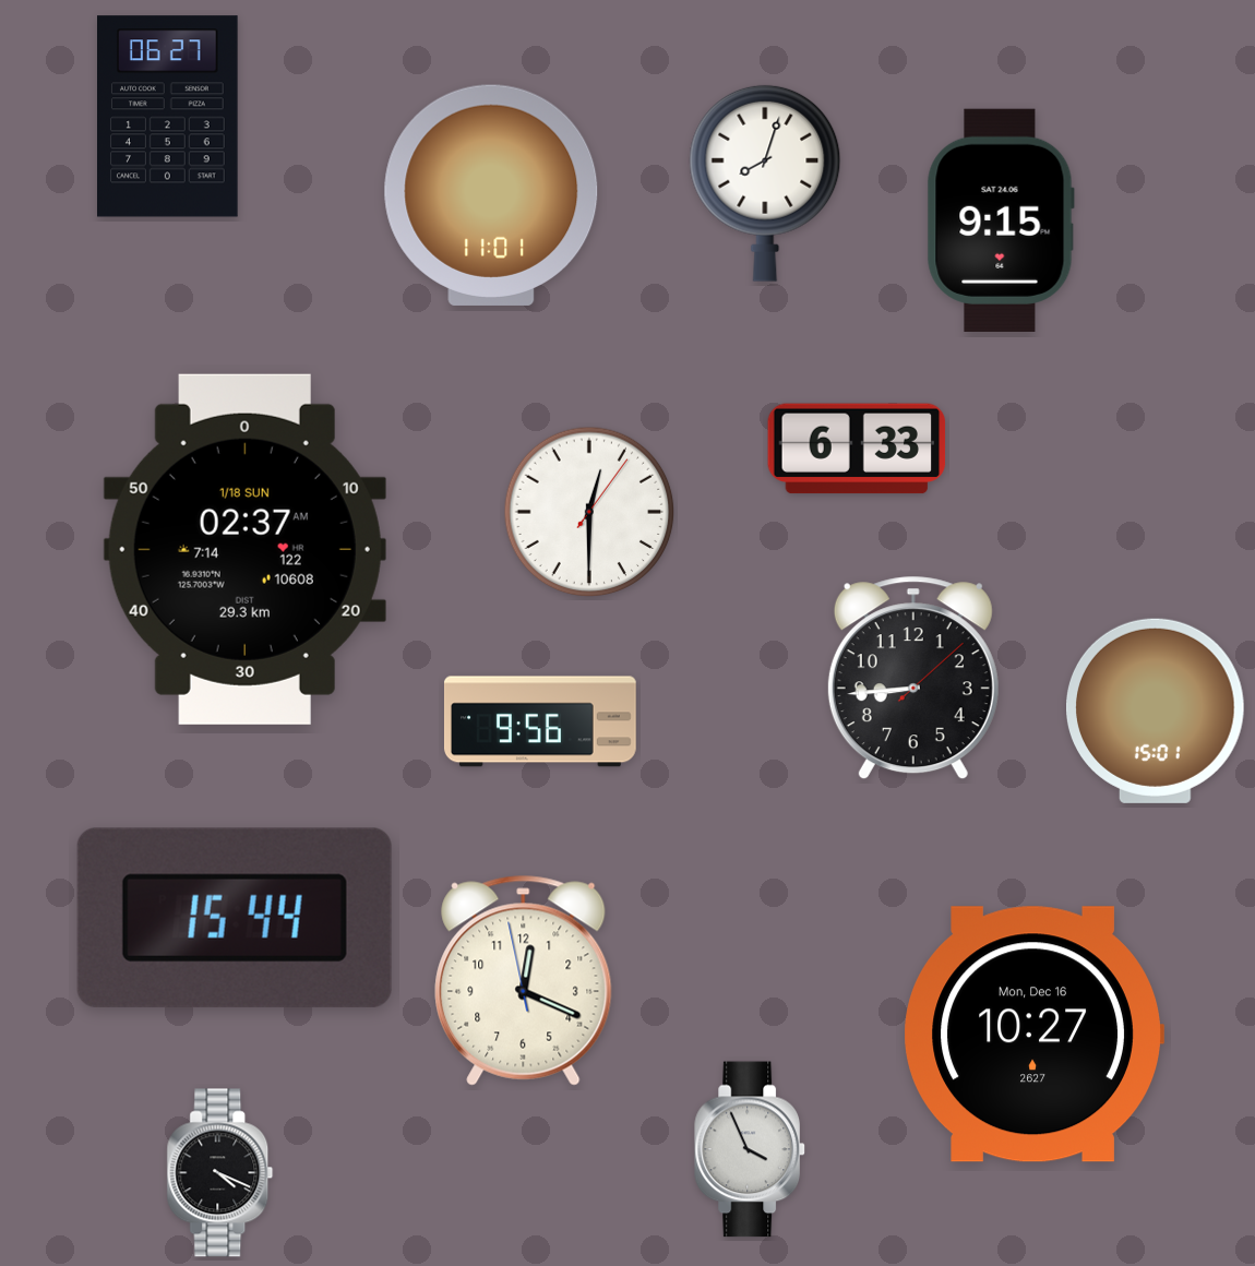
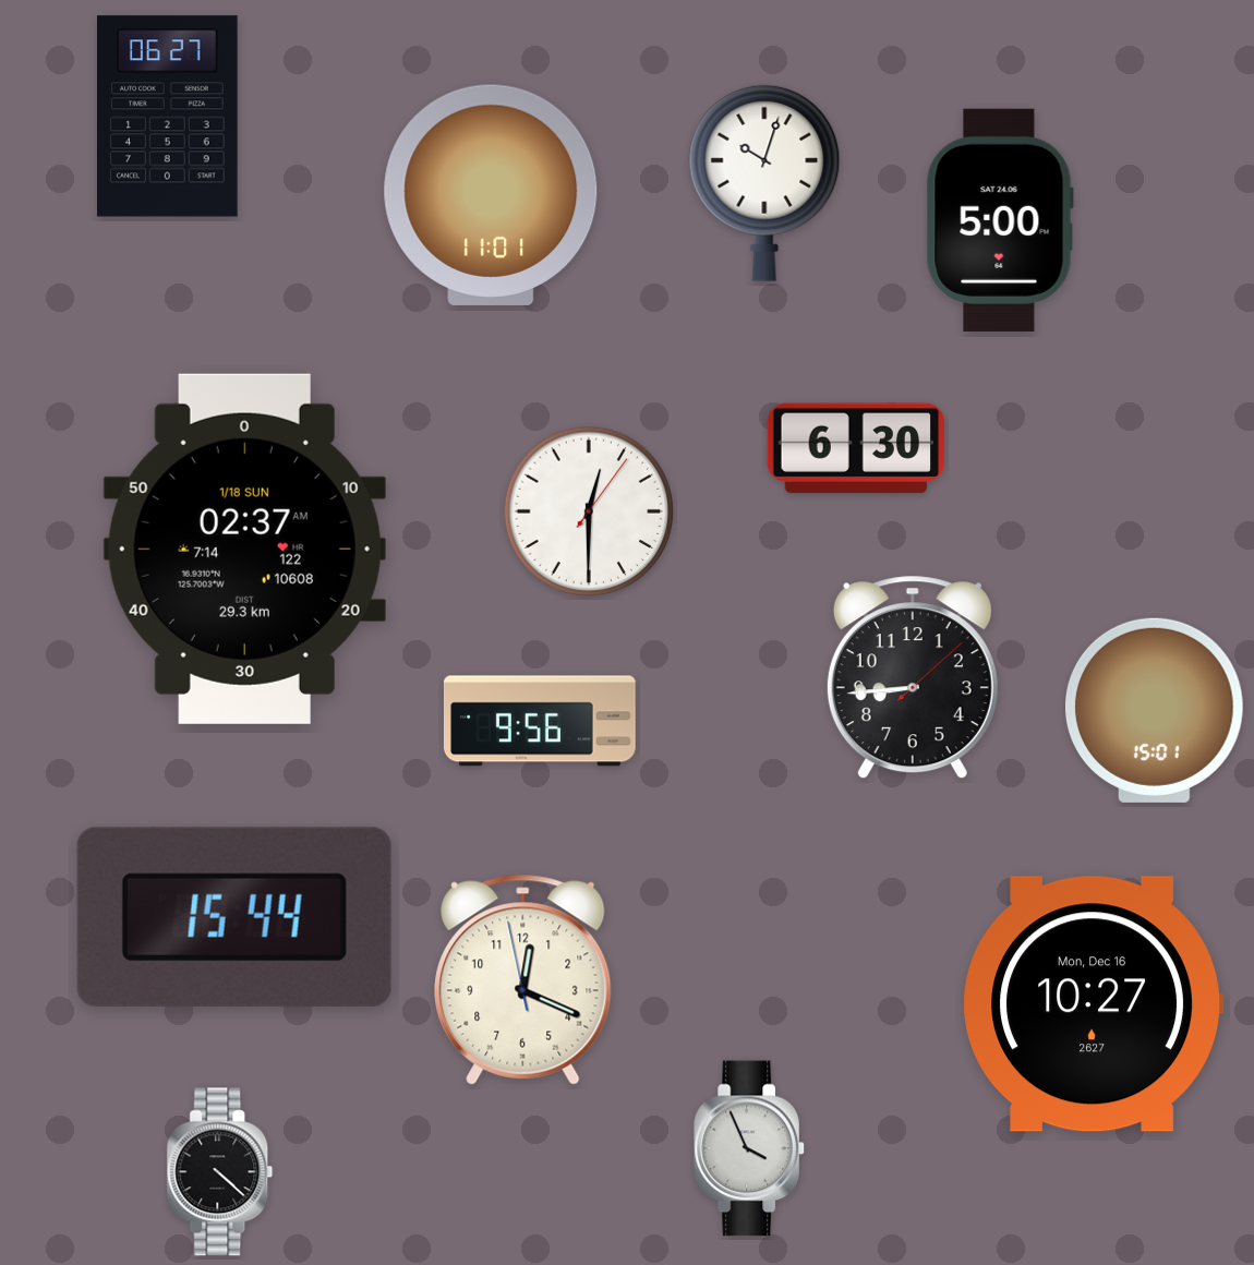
clock at (765, 183): 8:03 -> 10:03
clock at (1001, 220): 9:15 -> 5:00
clock at (857, 449): 6:33 -> 6:30
clock at (1033, 1035) position: (1033, 1035) -> (1093, 1004)
clock at (220, 1173): 4:19 -> 4:22
